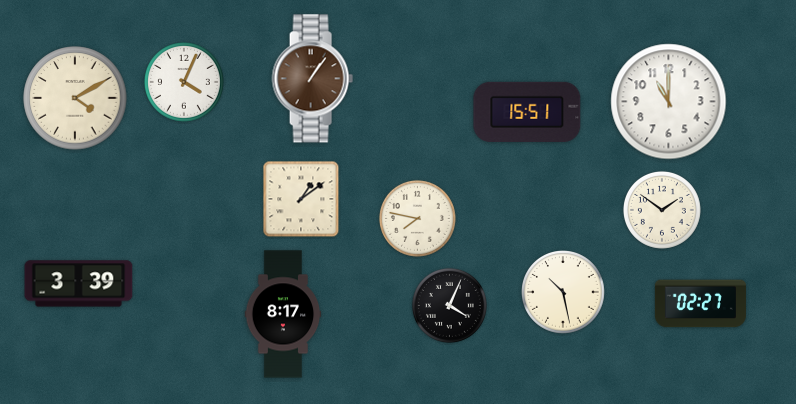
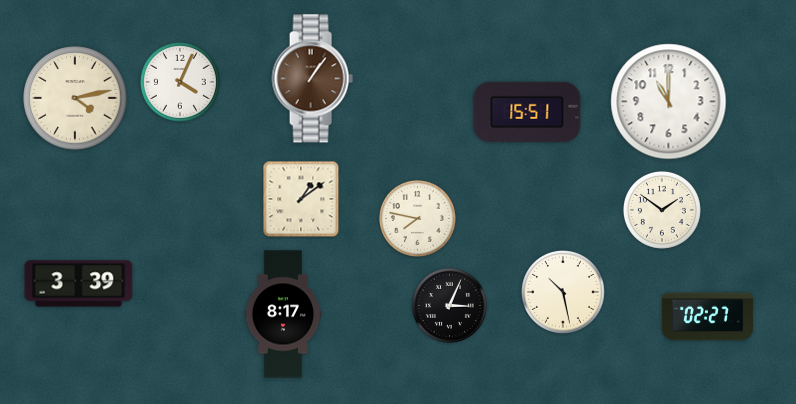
clock at (184, 82) position: (184, 82) -> (180, 82)
clock at (75, 98): 4:10 -> 4:13
clock at (700, 304) position: (700, 304) -> (707, 317)
clock at (449, 305): 4:04 -> 3:04
